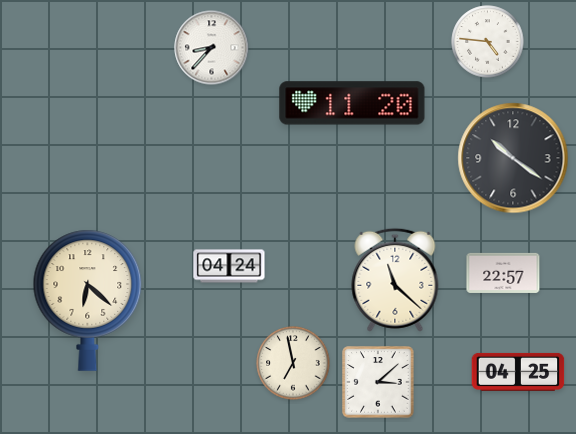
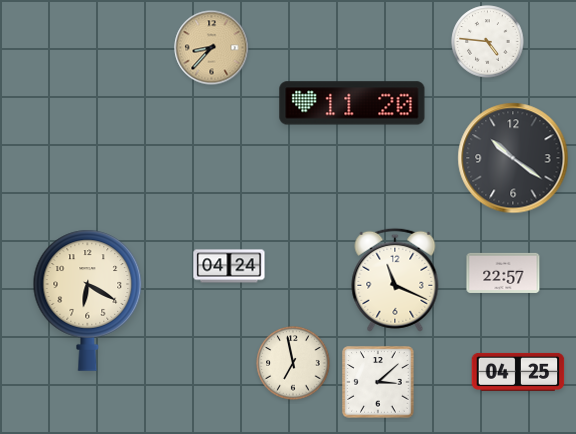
clock at (212, 48) dial: white -> champagne
clock at (395, 280): 11:22 -> 11:19
clock at (88, 300): 6:22 -> 6:20
